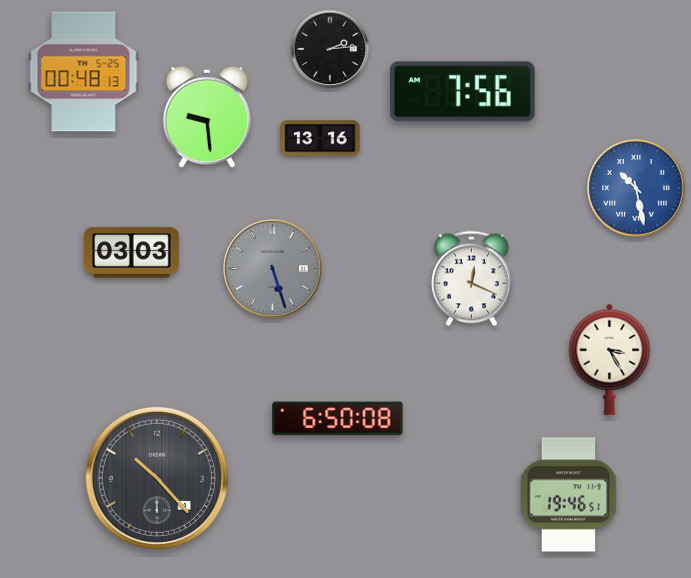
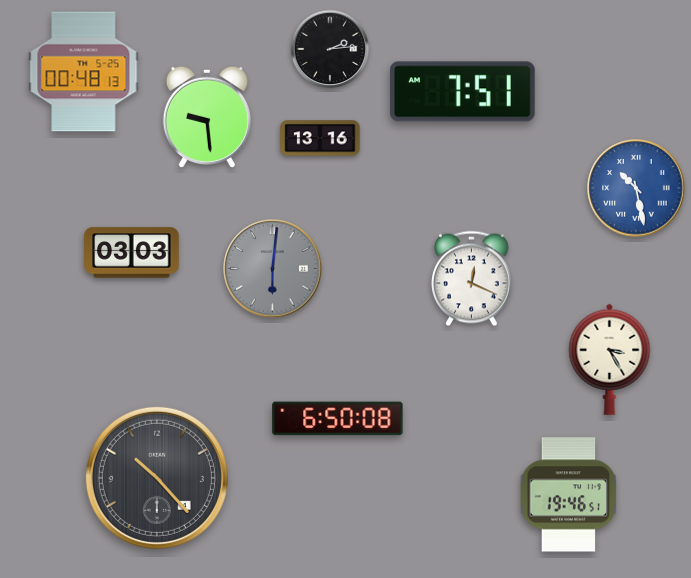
clock at (462, 92): 7:56 -> 7:51
clock at (273, 269): 5:27 -> 6:01
